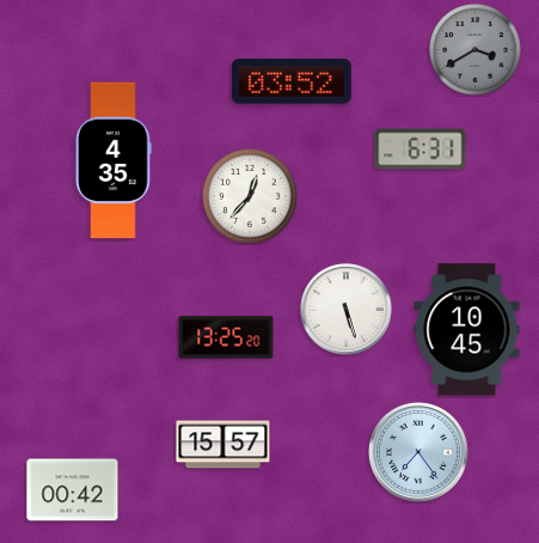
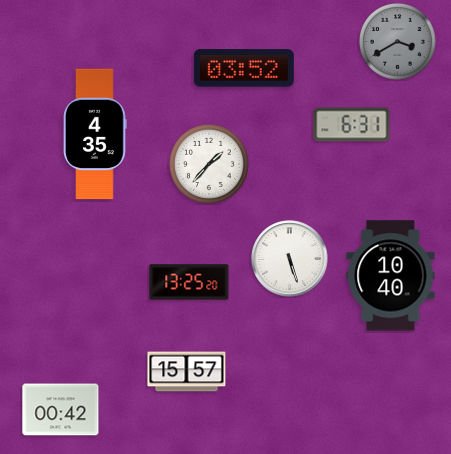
clock at (250, 196): 12:37 -> 1:37
clock at (467, 330): 10:45 -> 10:40
clock at (419, 453): 7:24 -> none
